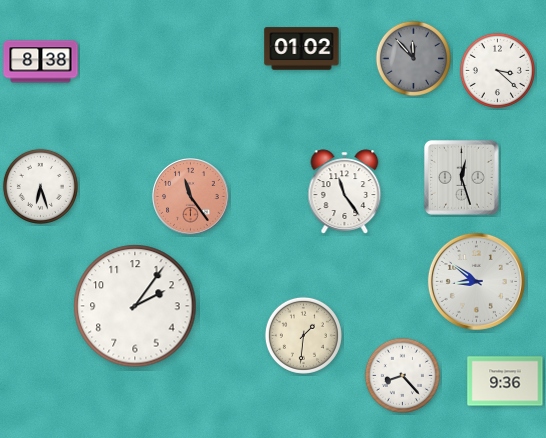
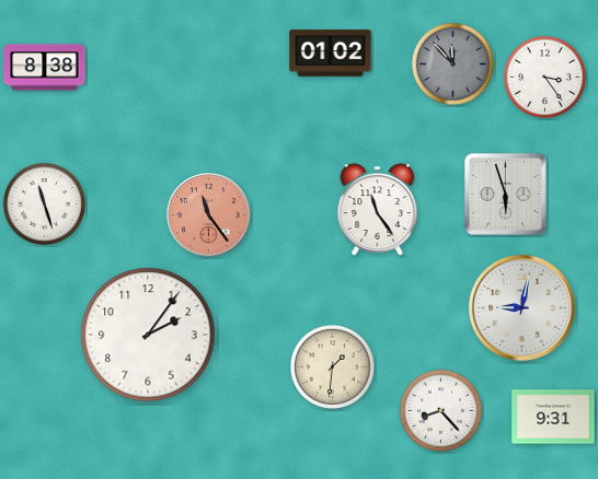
clock at (497, 70): 3:22 -> 3:24
clock at (461, 177): 12:27 -> 5:57
clock at (40, 186): 6:27 -> 11:27
clock at (476, 281): 8:51 -> 9:02
clock at (505, 381): 9:36 -> 9:31
